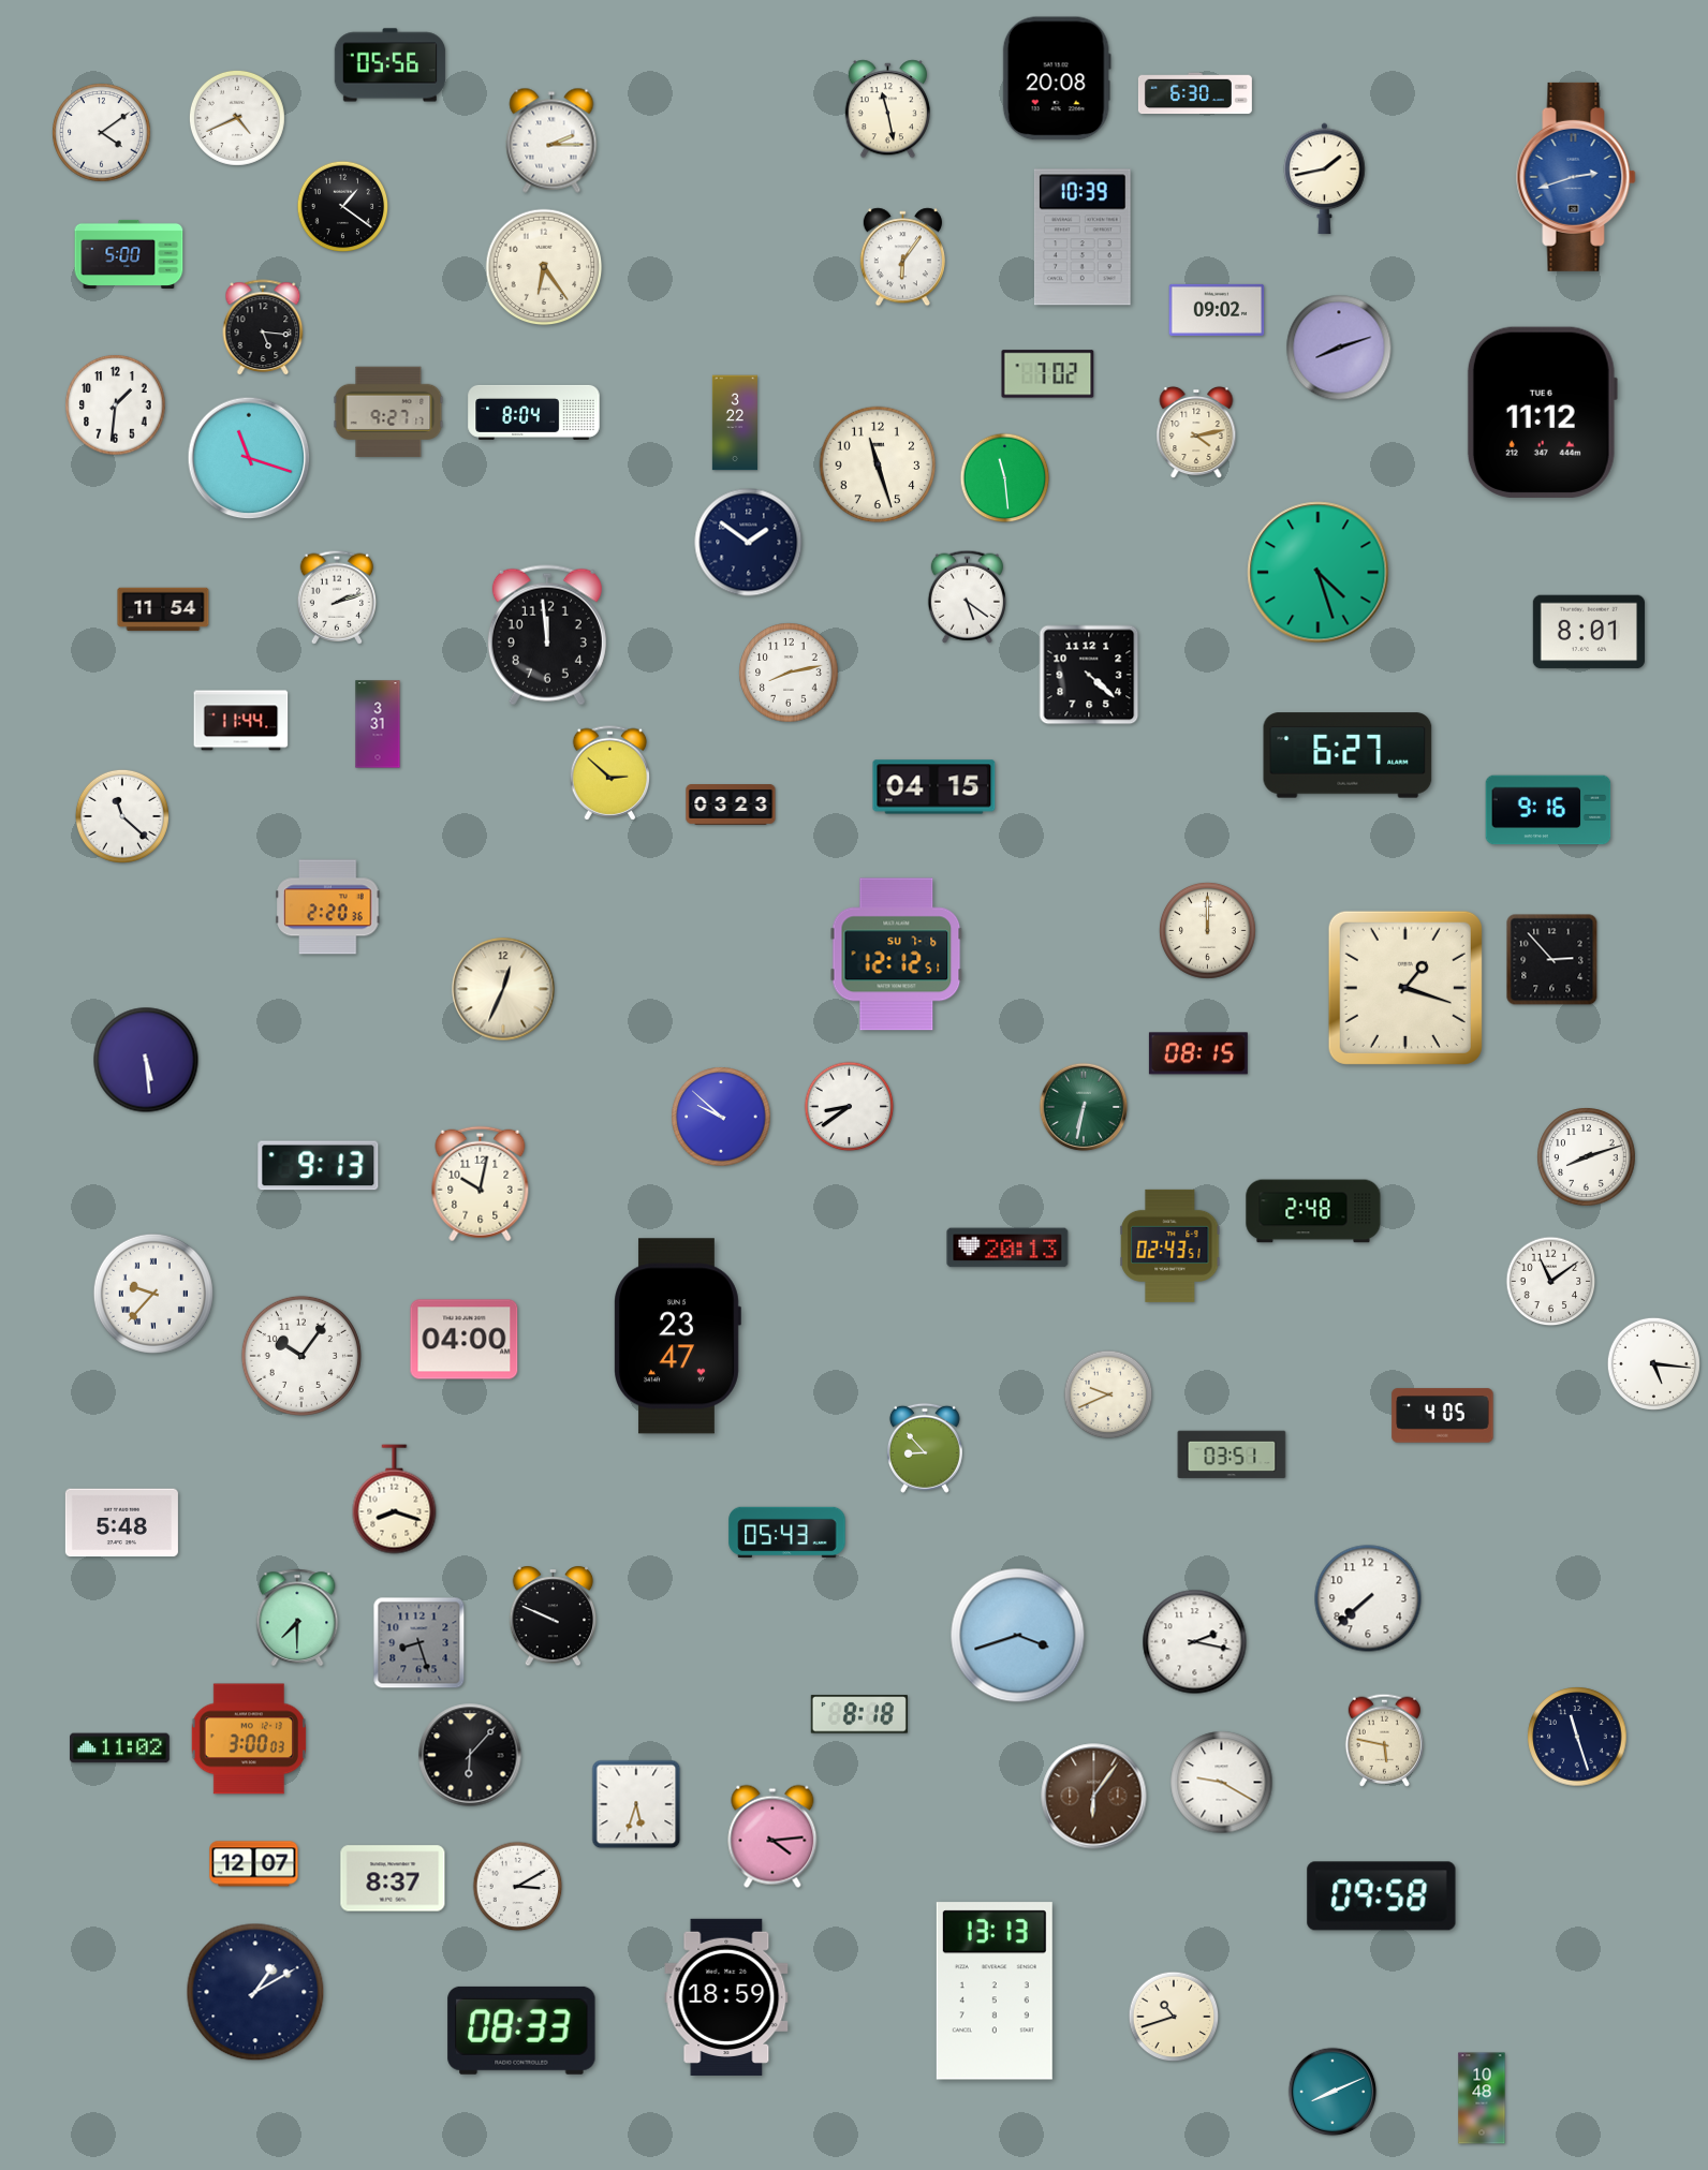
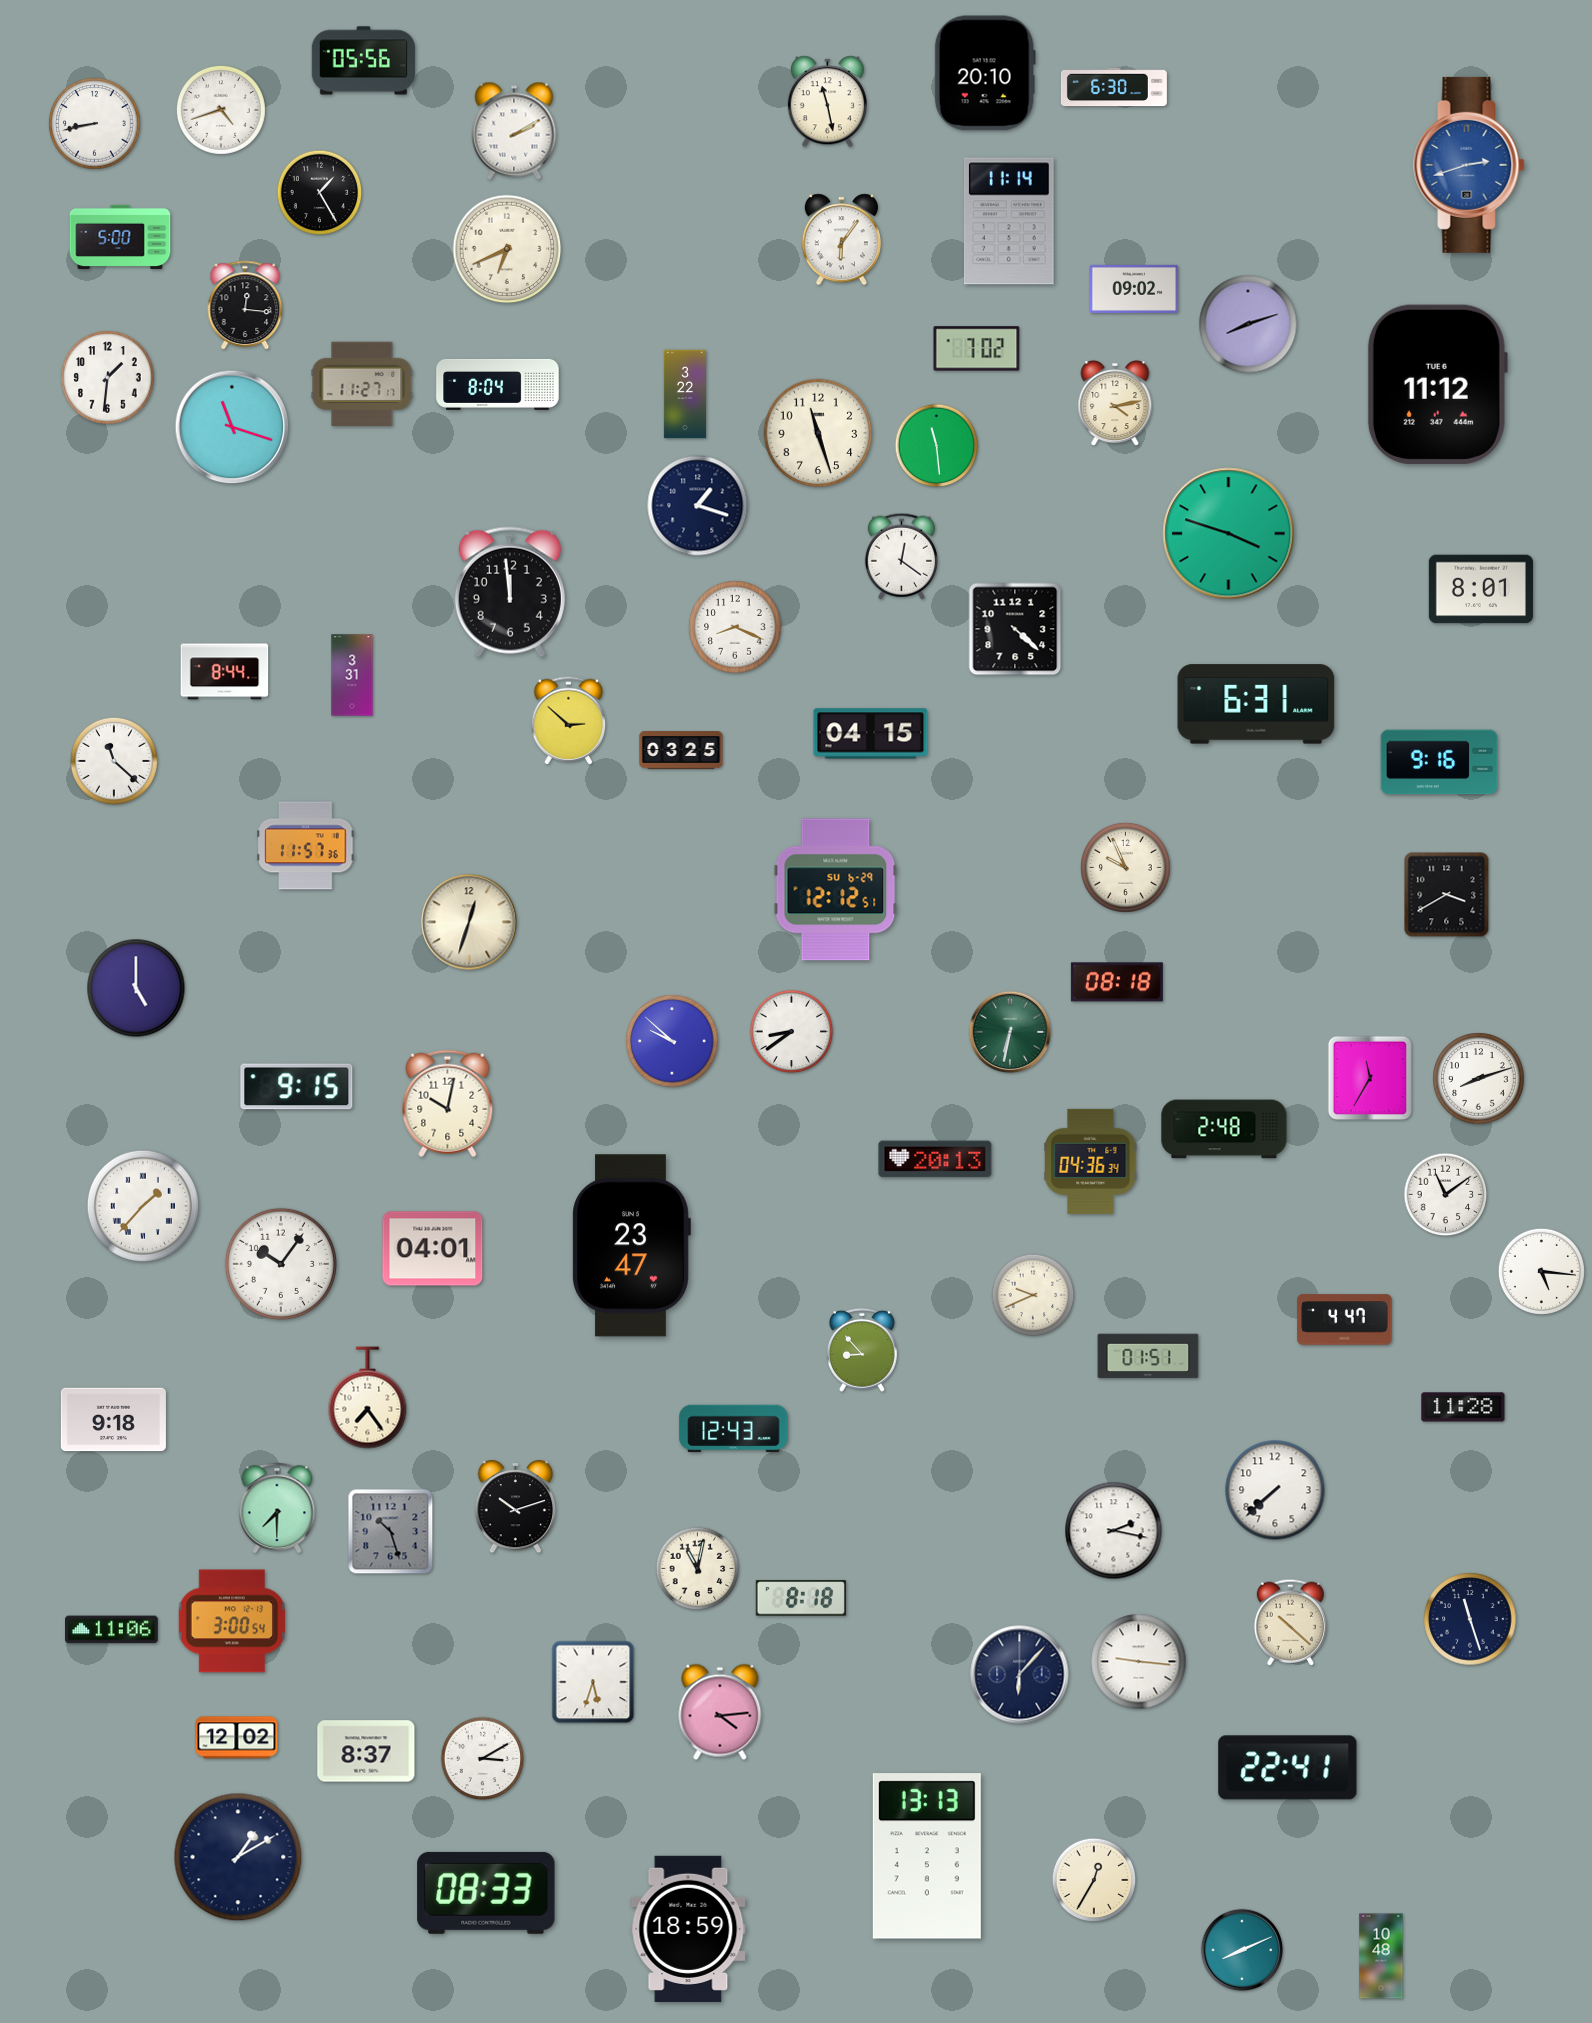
clock at (1057, 78): 20:08 -> 20:10
clock at (237, 118): 4:41 -> 4:42
clock at (102, 133): 4:09 -> 8:43
clock at (551, 141): 2:15 -> 2:10
clock at (1325, 179): 1:43 -> none
clock at (343, 207): 1:21 -> 1:25
clock at (1083, 237): 10:39 -> 11:14
clock at (544, 267): 6:24 -> 6:41
clock at (263, 327): 5:16 -> 12:16
clock at (388, 412): 9:27 -> 11:27
clock at (749, 543): 1:51 -> 1:18
clock at (1319, 573): 4:27 -> 3:48
clock at (967, 596): 5:21 -> 12:21
clock at (337, 597): 2:12 -> none
clock at (163, 609): 11:54 -> none
clock at (789, 673): 8:13 -> 8:19
clock at (241, 721): 11:44 -> 8:44
clock at (1348, 755): 6:27 -> 6:31
clock at (731, 804): 03:23 -> 03:25
clock at (1548, 810) position: (1548, 810) -> (1439, 762)
clock at (328, 907): 2:20 -> 11:57
clock at (1208, 931): 12:00 -> 9:56
clock at (897, 955) date: SU 7-6 -> SU 6-29
clock at (1552, 960): 2:53 -> 3:40
clock at (1405, 988): 1:18 -> none
clock at (503, 989): 12:34 -> 12:33
clock at (1198, 1053): 08:15 -> 08:18
clock at (146, 1060): 5:29 -> 5:00
clock at (1369, 1077): none -> 11:35
clock at (319, 1166): 9:13 -> 9:15
clock at (1170, 1245): 02:43 -> 04:36
clock at (1007, 1248) position: (1007, 1248) -> (935, 1159)
clock at (153, 1294): 9:37 -> 1:37
clock at (465, 1340): 04:00 -> 04:01
clock at (1108, 1394) position: (1108, 1394) -> (1033, 1295)
clock at (1443, 1416): 4:05 -> 4:47
clock at (1232, 1455): 03:51 -> 01:51
clock at (395, 1500): 8:18 -> 7:24
clock at (1463, 1407): none -> 11:28
clock at (121, 1523): 5:48 -> 9:18
clock at (787, 1533): 05:43 -> 12:43
clock at (554, 1617): 9:49 -> 10:12
clock at (1018, 1636): 3:42 -> none
clock at (419, 1643): 8:27 -> 10:27
clock at (698, 1569): none -> 11:02
clock at (248, 1739): 3:00:03 -> 3:00:54
clock at (1384, 1740): 5:47 -> 10:22
clock at (120, 1748): 11:02 -> 11:06
clock at (470, 1755): 6:07 -> none
clock at (1222, 1783): 9:20 -> 9:16
clock at (1094, 1797): 6:06 -> 6:07
clock at (1094, 1797) dial: brown -> navy
clock at (254, 1864): 12:07 -> 12:02
clock at (1382, 1896): 09:58 -> 22:41
clock at (726, 1997) position: (726, 1997) -> (688, 1929)
clock at (1174, 2017): 10:42 -> 12:35
